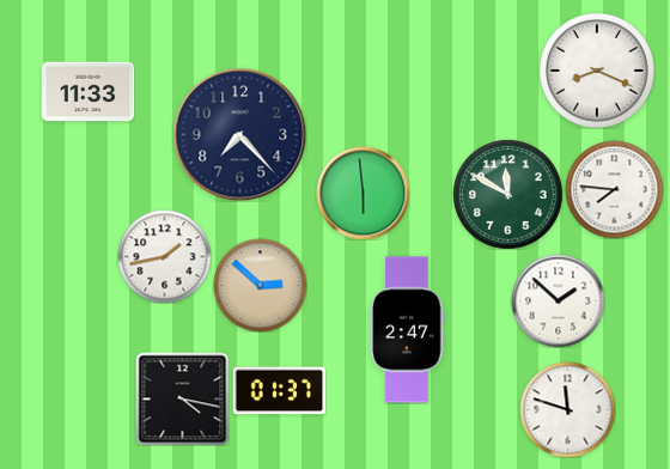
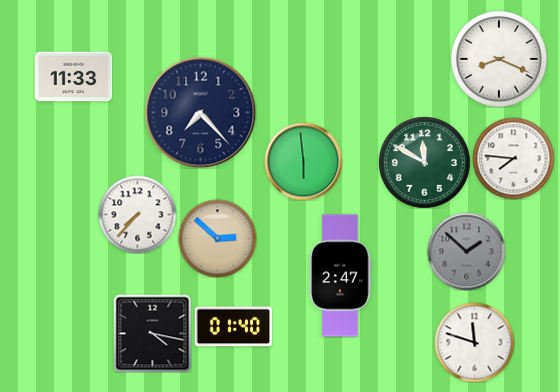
clock at (164, 256): 1:43 -> 7:37
clock at (558, 300) dial: white -> grey
clock at (279, 391): 01:37 -> 01:40
